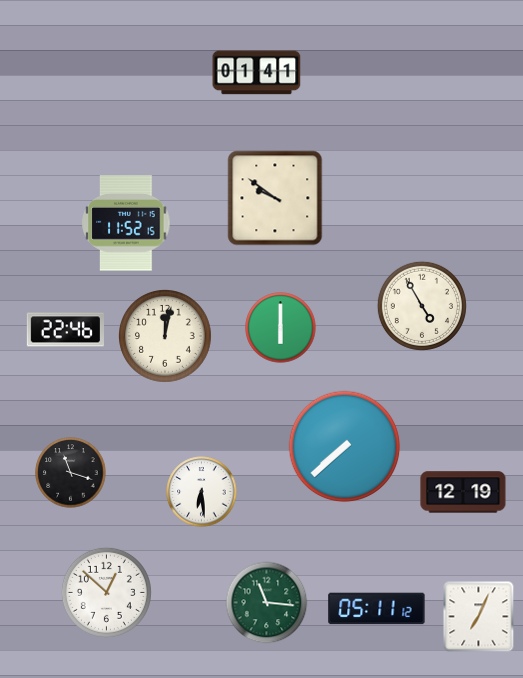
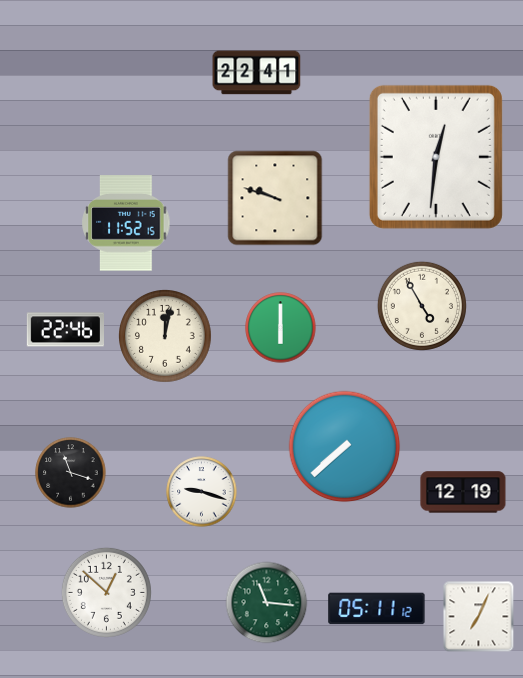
clock at (257, 73): 01:41 -> 22:41
clock at (436, 157): none -> 12:31
clock at (275, 198): 9:51 -> 9:48
clock at (202, 492): 6:29 -> 9:18
